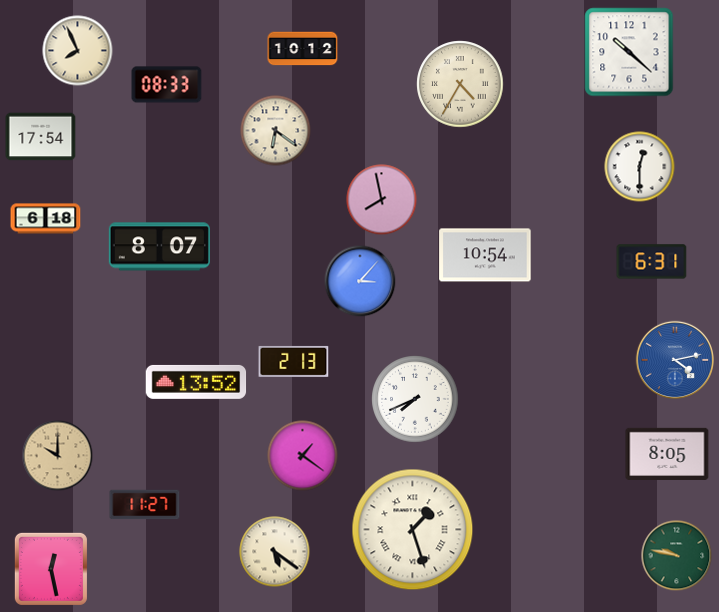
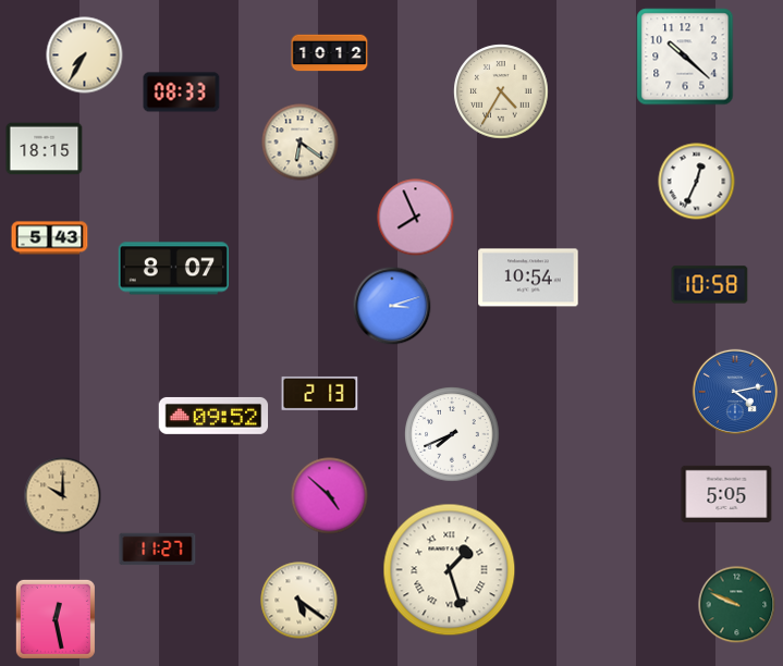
clock at (78, 51): 7:56 -> 7:35
clock at (41, 137): 17:54 -> 18:15
clock at (640, 167): 12:30 -> 12:34
clock at (382, 200): 7:58 -> 7:56
clock at (46, 219): 6:18 -> 5:43
clock at (652, 262): 6:31 -> 10:58
clock at (360, 281): 3:07 -> 3:12
clock at (196, 382): 13:52 -> 09:52
clock at (667, 454): 8:05 -> 5:05
clock at (303, 456): 1:21 -> 4:52
clock at (413, 530) position: (413, 530) -> (450, 570)
clock at (677, 556): 9:47 -> 9:49
